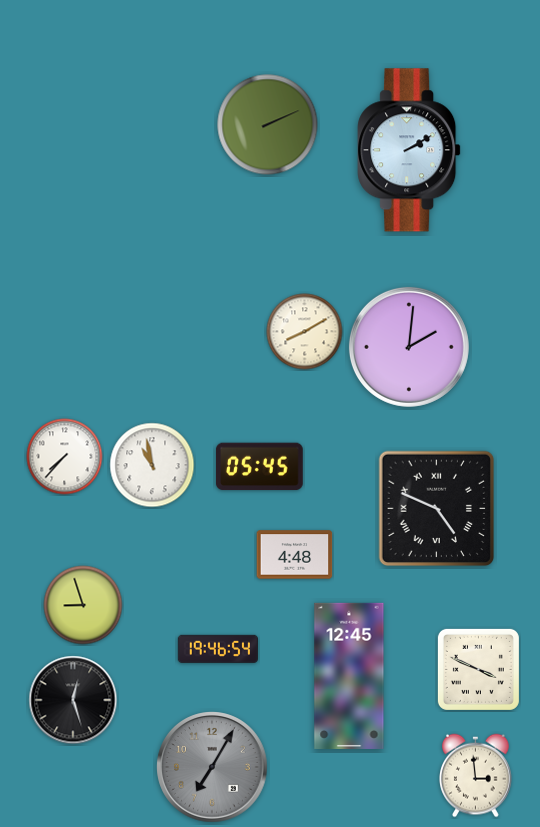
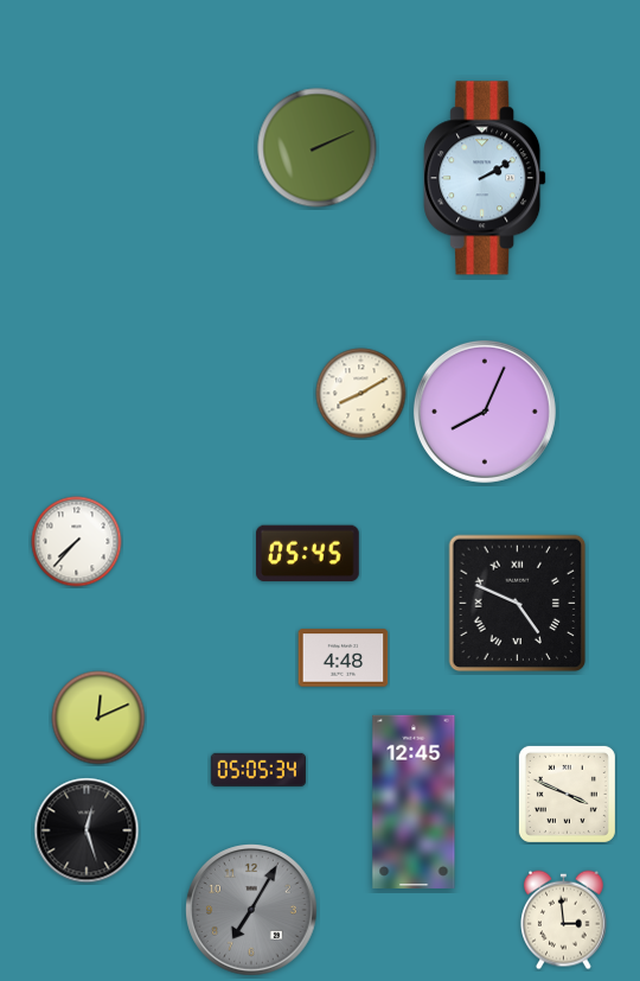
clock at (409, 347): 2:01 -> 8:04
clock at (152, 465): 10:58 -> none
clock at (295, 555) position: (295, 555) -> (344, 658)
clock at (83, 605): 8:57 -> 12:11
clock at (217, 649): 19:46 -> 05:05
